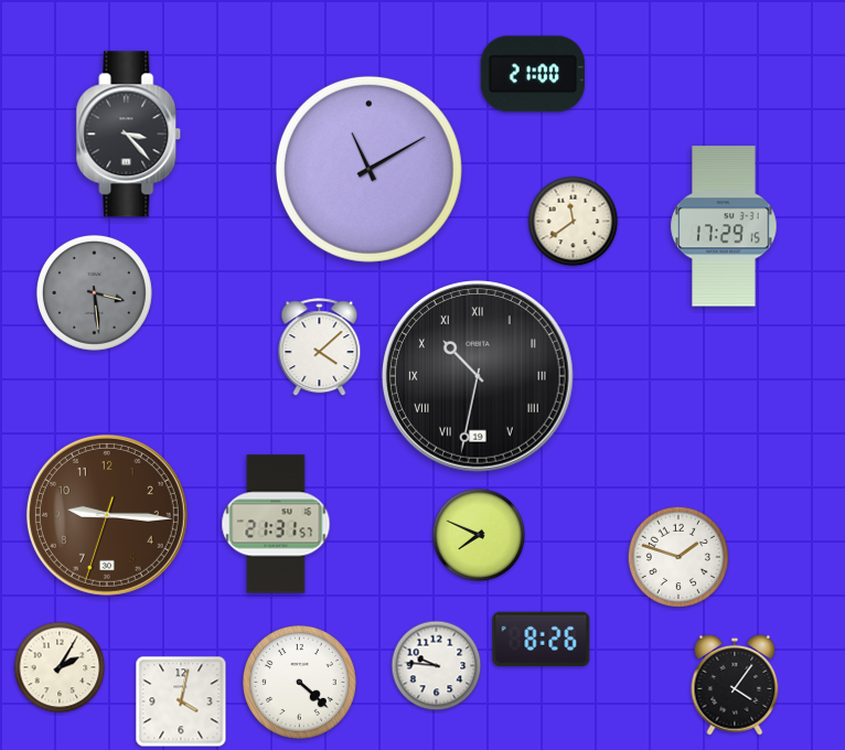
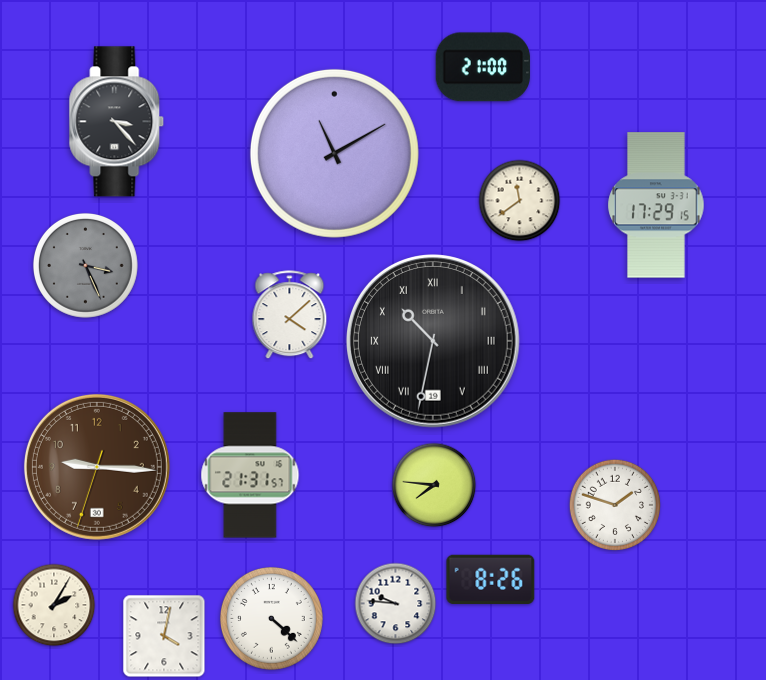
clock at (94, 292): 3:29 -> 3:26
clock at (479, 535): 7:49 -> 7:46
clock at (735, 685): 4:06 -> none
